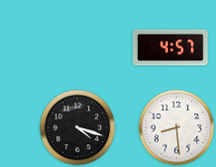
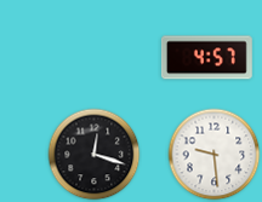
clock at (78, 128): 4:18 -> 12:18
clock at (177, 128): 8:29 -> 9:29
